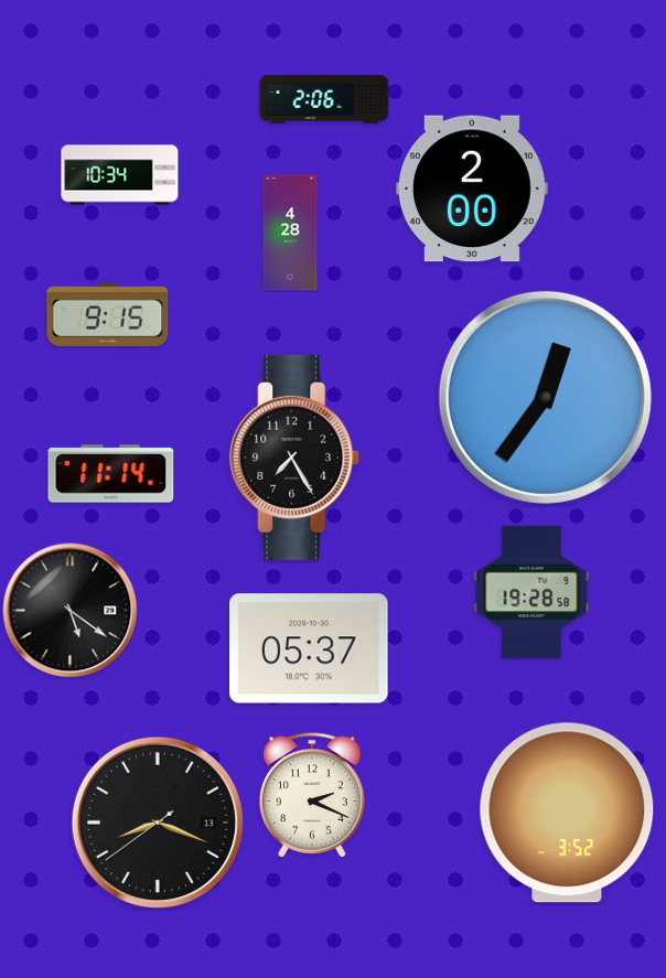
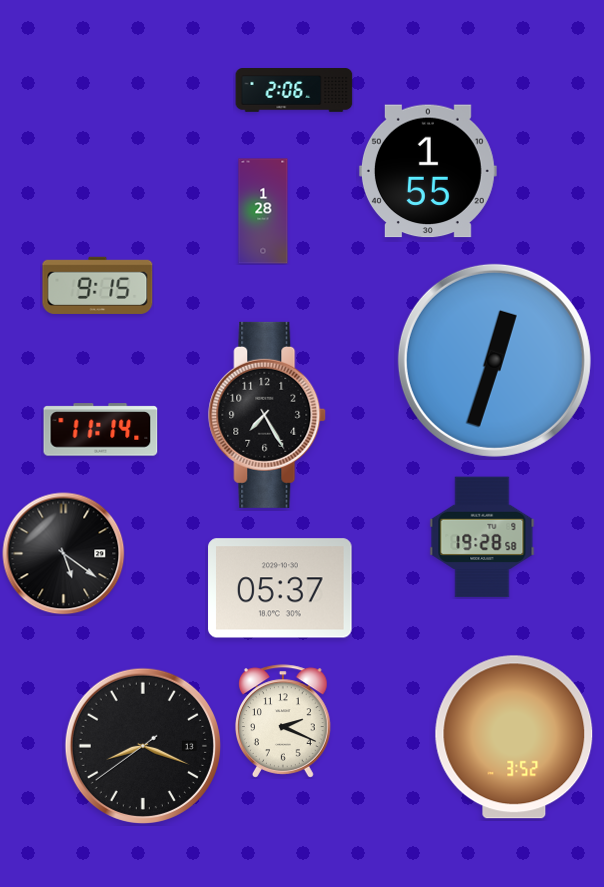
clock at (120, 175): 10:34 -> none
clock at (472, 189): 2:00 -> 1:55
clock at (290, 233): 4:28 -> 1:28
clock at (545, 397): 12:36 -> 12:33
